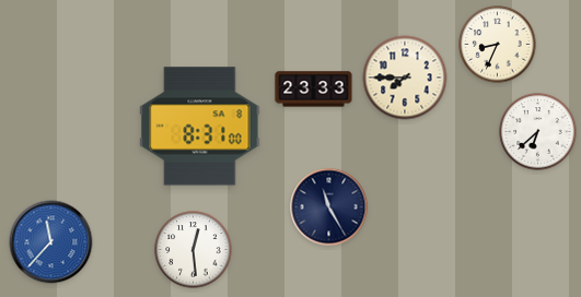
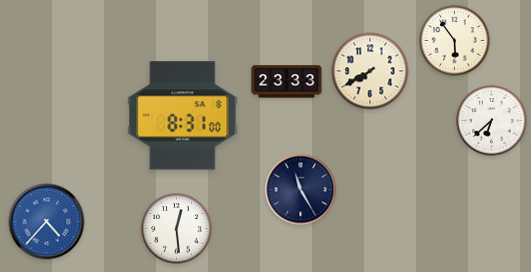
clock at (498, 45): 8:34 -> 5:54
clock at (405, 78): 7:45 -> 7:40
clock at (51, 242): 11:37 -> 4:37
